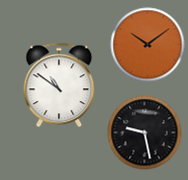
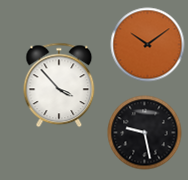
clock at (59, 85): 10:51 -> 3:53
